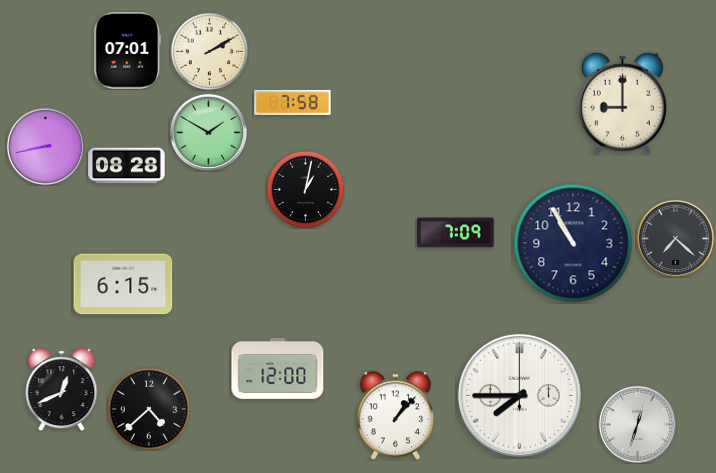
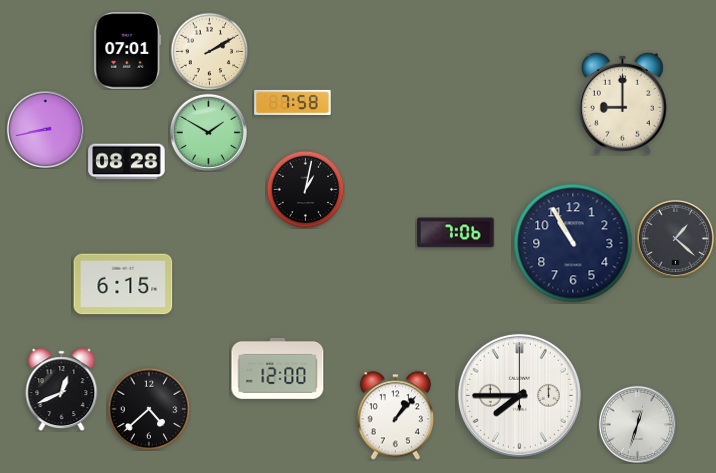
clock at (45, 146) position: (45, 146) -> (45, 129)
clock at (127, 166) position: (127, 166) -> (127, 162)
clock at (456, 233): 7:09 -> 7:06
clock at (675, 238): 7:22 -> 1:22
